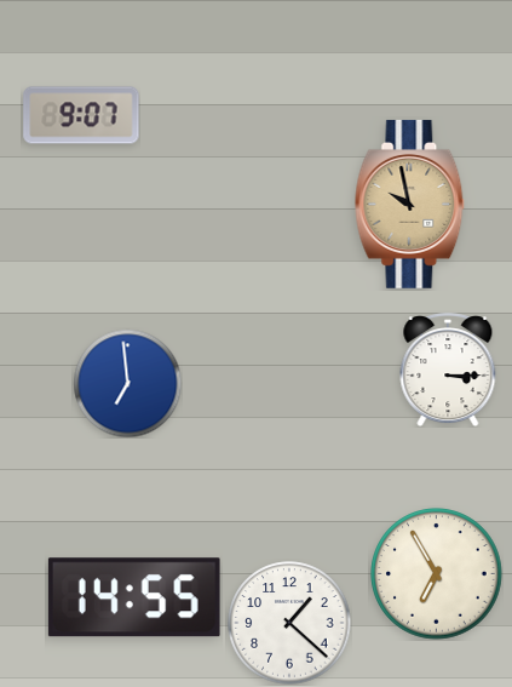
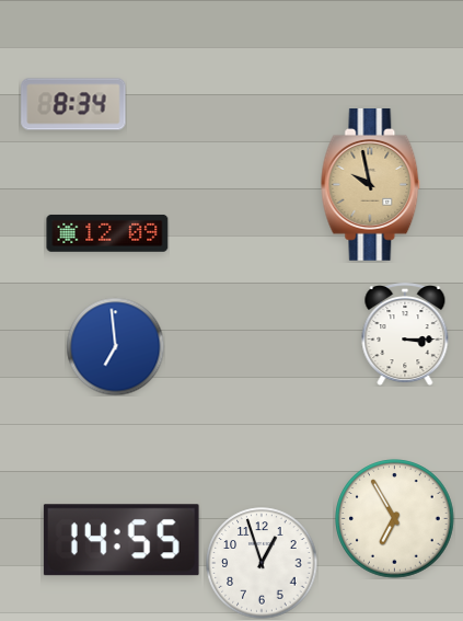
clock at (81, 115): 9:07 -> 8:34
clock at (107, 233): none -> 12:09
clock at (289, 623): 1:22 -> 12:57
